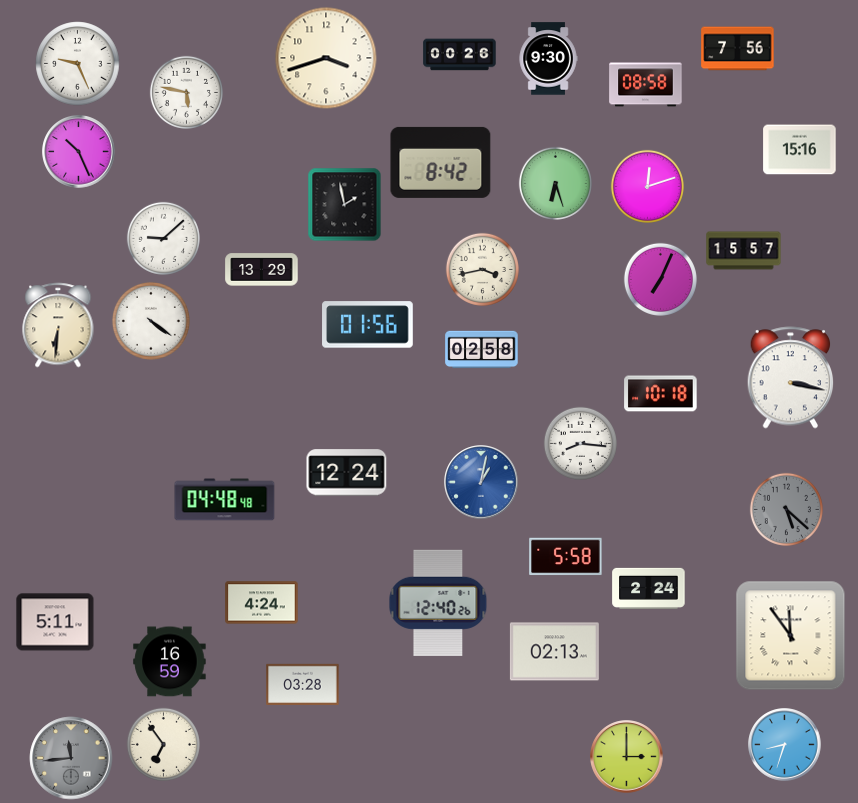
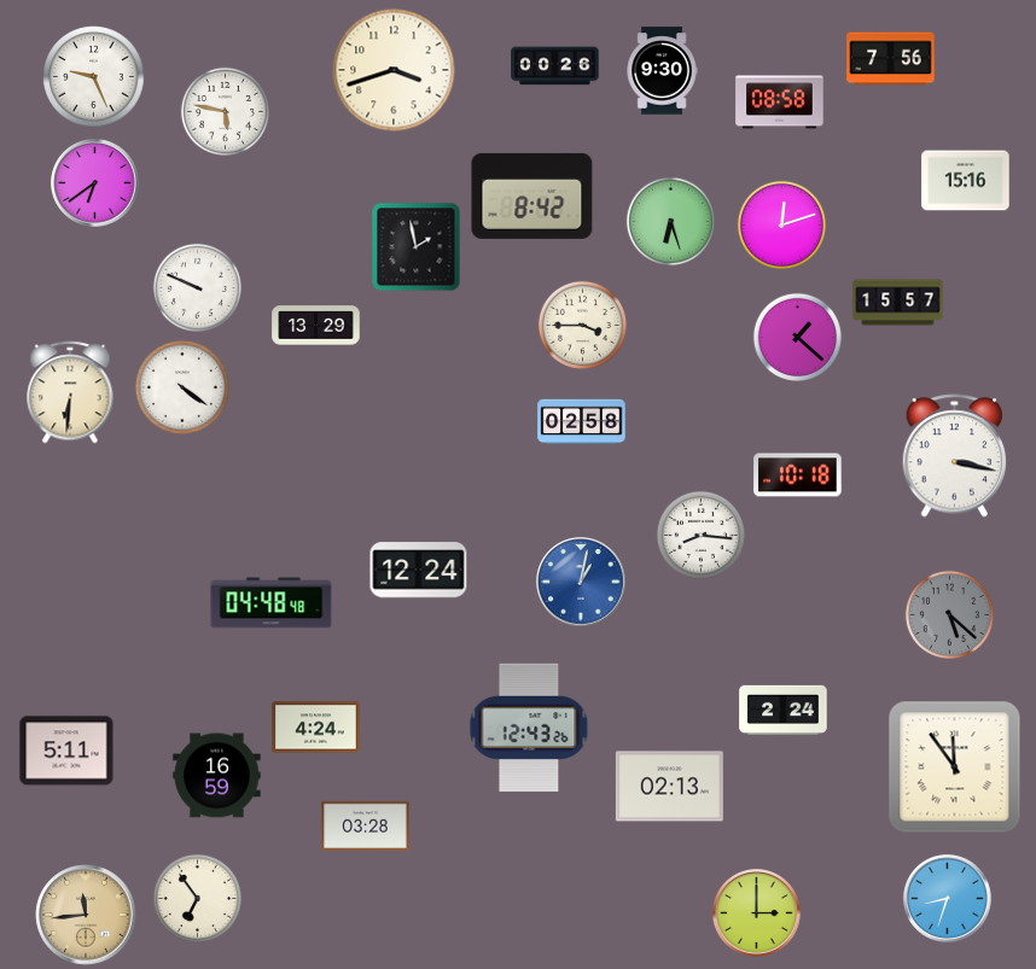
clock at (79, 152): 10:26 -> 6:39
clock at (163, 238): 9:08 -> 9:49
clock at (482, 269): 3:43 -> 3:45
clock at (660, 279): 7:04 -> 1:22
clock at (368, 325): 01:56 -> none
clock at (566, 557): 5:58 -> none
clock at (438, 603): 12:40 -> 12:43
clock at (170, 662) position: (170, 662) -> (217, 776)
clock at (71, 758) dial: grey -> champagne
